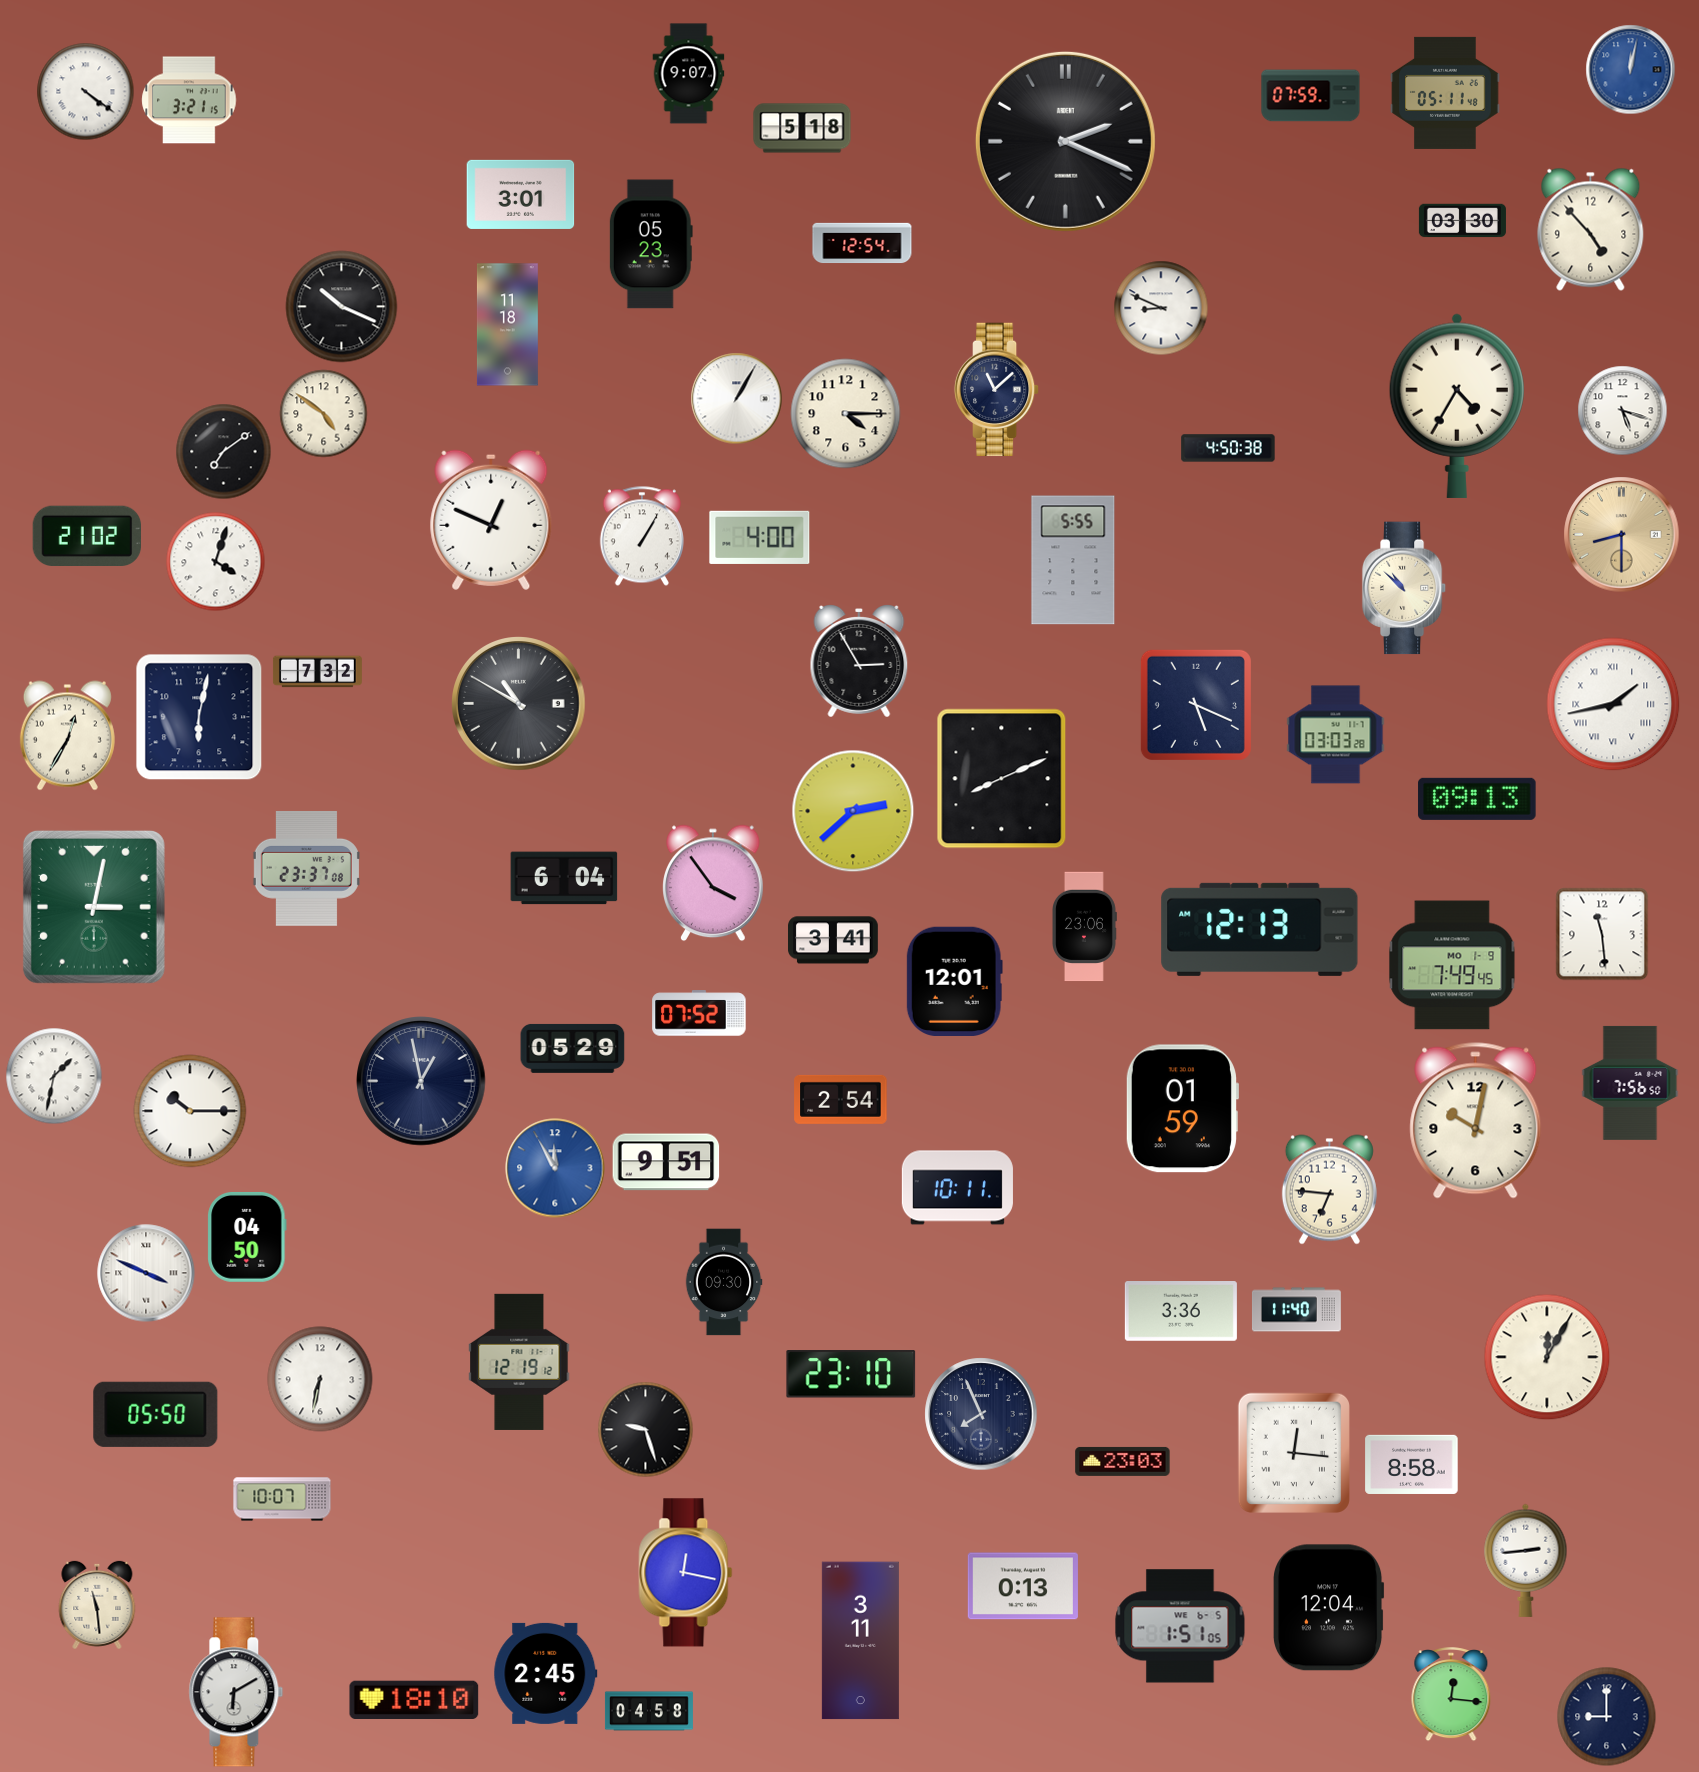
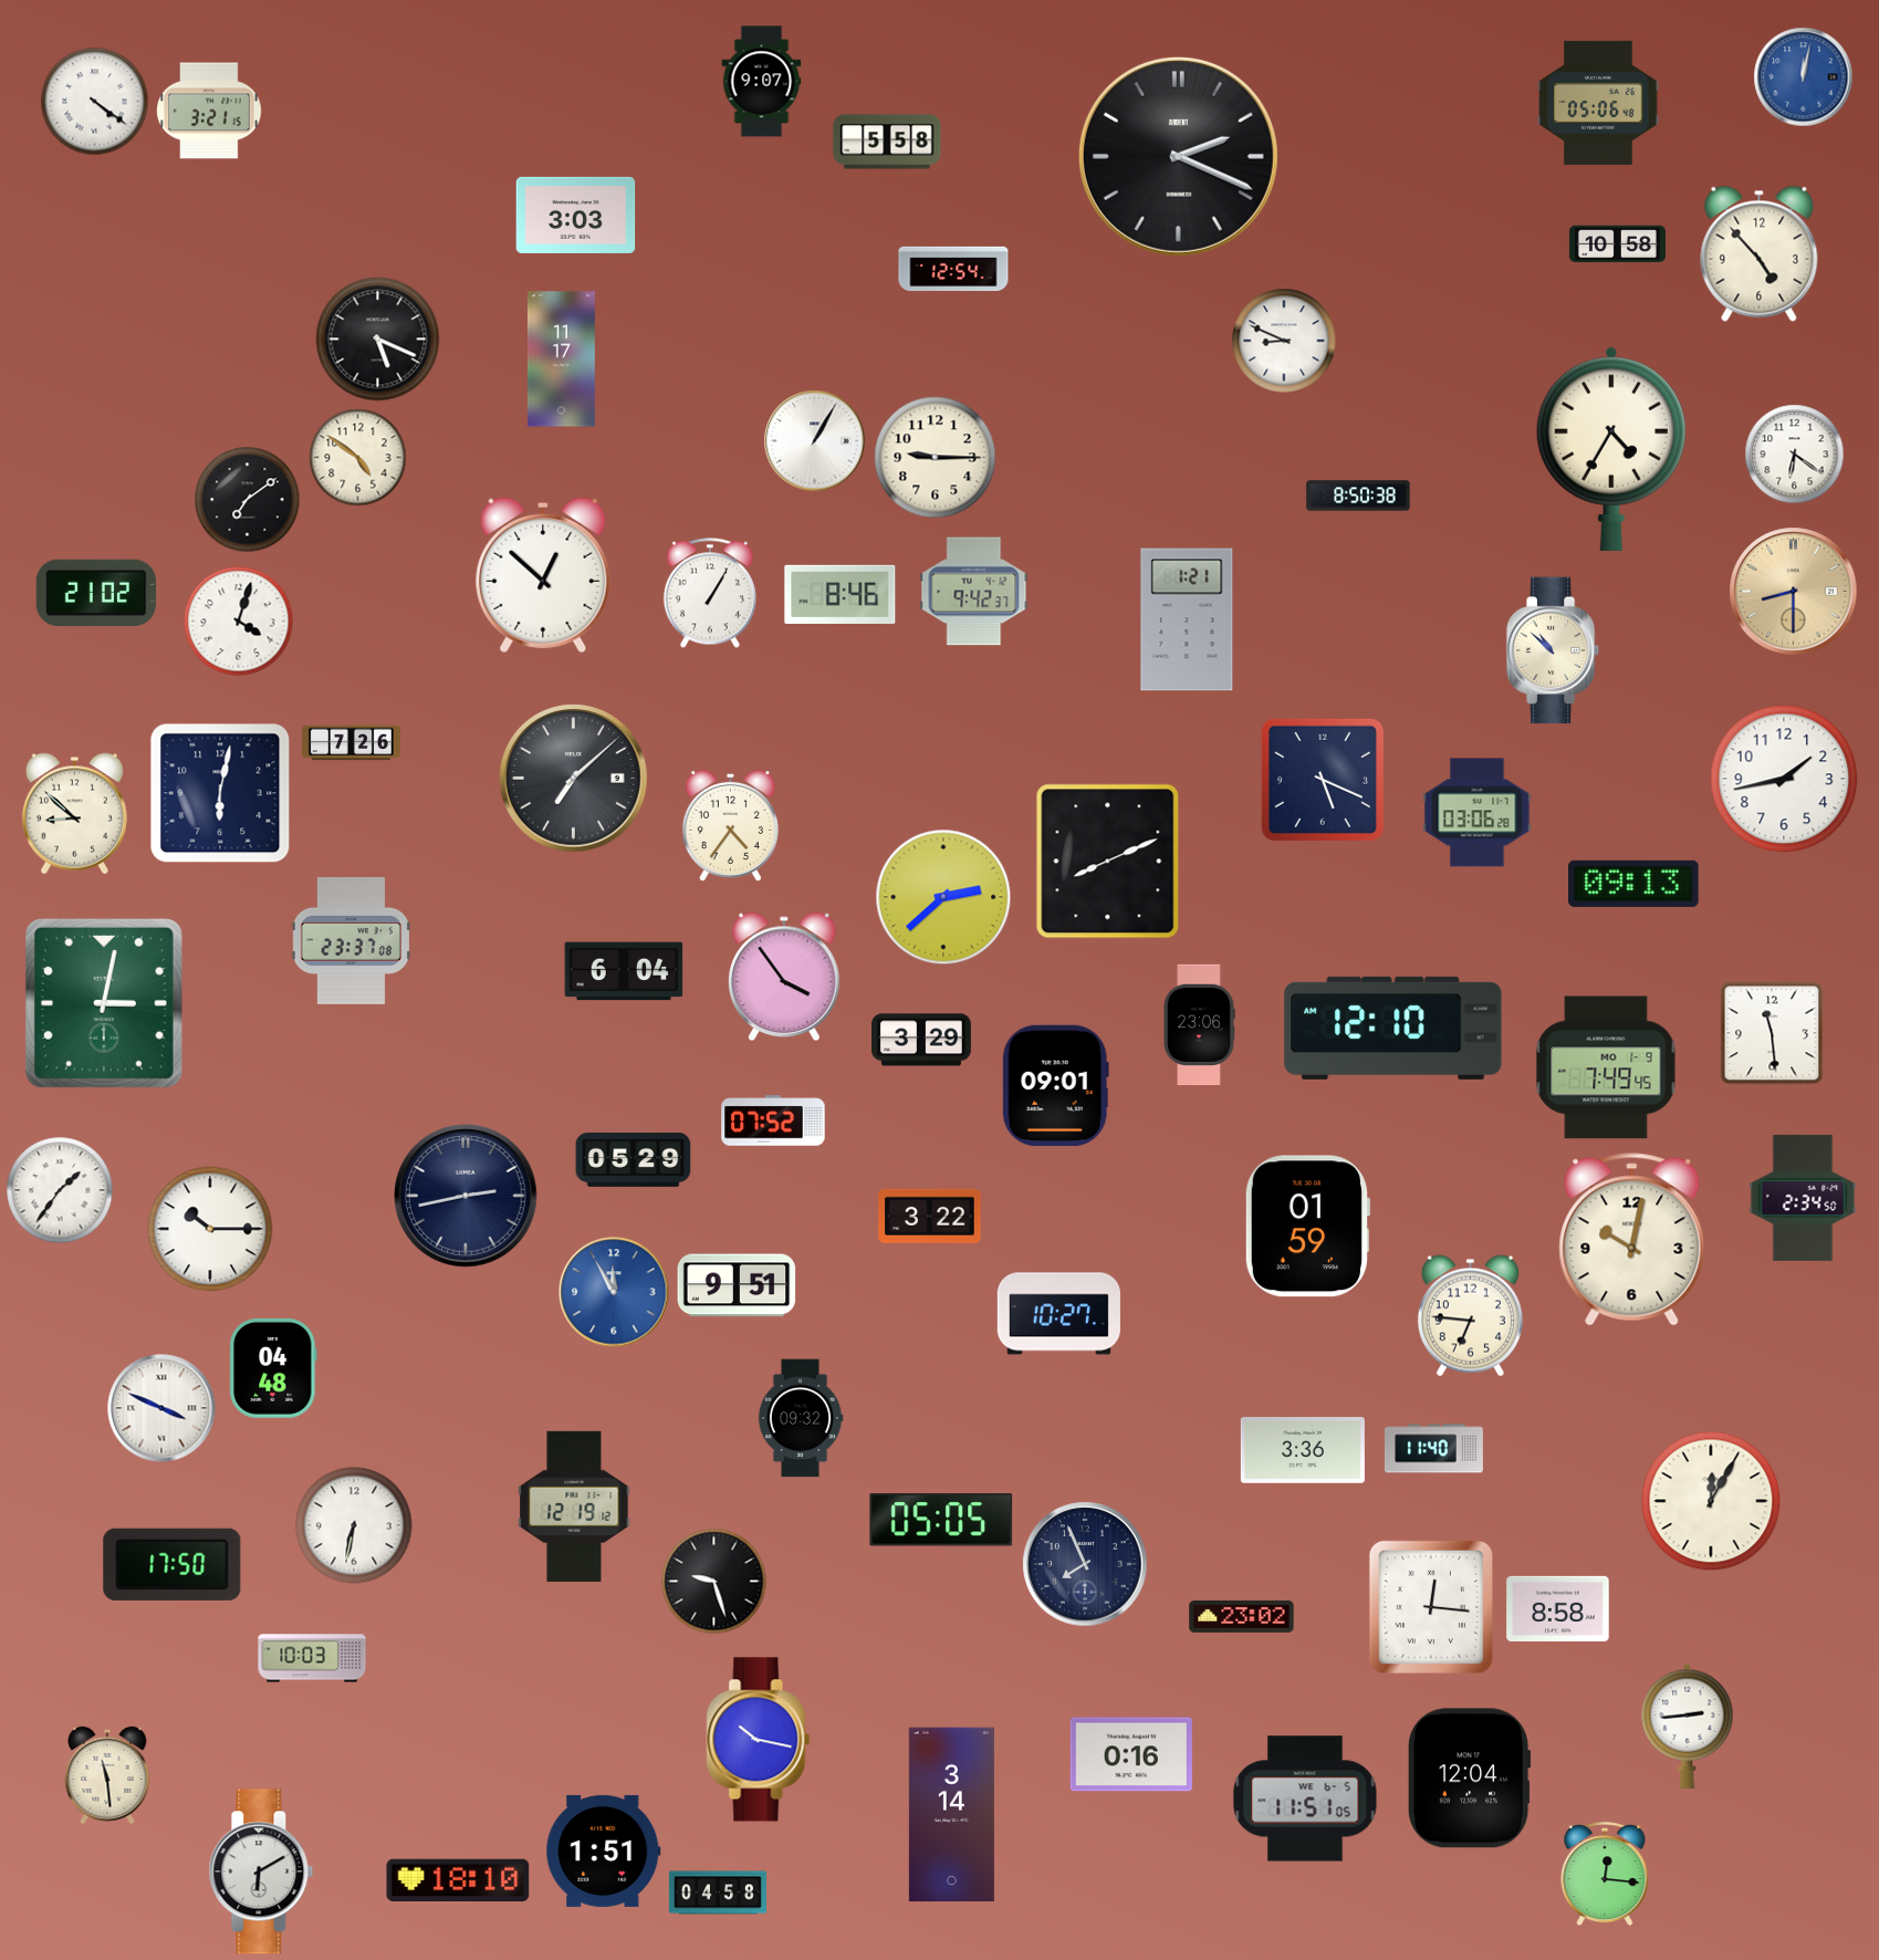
clock at (1445, 93): 05:11 -> 05:06
clock at (1311, 96): 07:59 -> none
clock at (802, 128): 5:18 -> 5:58
clock at (521, 194): 3:01 -> 3:03
clock at (1462, 221): 03:30 -> 10:58
clock at (651, 244): 05:23 -> none
clock at (342, 307): 10:19 -> 5:19
clock at (507, 325): 11:18 -> 11:17
clock at (997, 390): 11:08 -> none
clock at (1623, 411): 5:18 -> 6:21
clock at (846, 414): 4:15 -> 9:15
clock at (1228, 448): 4:50 -> 8:50
clock at (491, 520): 12:49 -> 12:52
clock at (974, 592): none -> 9:42
clock at (760, 537): 4:00 -> 8:46
clock at (1073, 560): 5:55 -> 1:21
clock at (859, 661): 2:55 -> none
clock at (317, 672): 7:32 -> 7:26
clock at (519, 704): 10:50 -> 7:08
clock at (1613, 704) numerals: Roman -> Arabic
clock at (1336, 735): 03:03 -> 03:06
clock at (67, 736): 12:35 -> 8:52
clock at (730, 825): none -> 4:36
clock at (306, 868) position: (306, 868) -> (351, 940)
clock at (714, 883) position: (714, 883) -> (785, 977)
clock at (1260, 929): 12:13 -> 12:10
clock at (834, 940): 3:41 -> 3:29
clock at (954, 981): 12:01 -> 09:01
clock at (54, 1076): 1:32 -> 1:36
clock at (421, 1081): 12:58 -> 2:43
clock at (1630, 1083): 7:56 -> 2:34
clock at (841, 1099): 2:54 -> 3:22
clock at (957, 1188): 10:11 -> 10:27
clock at (247, 1237): 04:50 -> 04:48
clock at (724, 1282): 09:30 -> 09:32
clock at (1181, 1312) position: (1181, 1312) -> (1303, 1451)
clock at (851, 1375): 23:10 -> 05:05
clock at (156, 1414): 05:50 -> 17:50
clock at (1123, 1461): 23:03 -> 23:02
clock at (1412, 1464) position: (1412, 1464) -> (1558, 1608)
clock at (282, 1499): 10:07 -> 10:03
clock at (686, 1573): 12:17 -> 10:17
clock at (1023, 1586): 0:13 -> 0:16
clock at (1180, 1626): 1:51 -> 11:51
clock at (860, 1641): 3:11 -> 3:14
clock at (546, 1673): 2:45 -> 1:51
clock at (1607, 1717): 9:00 -> none
